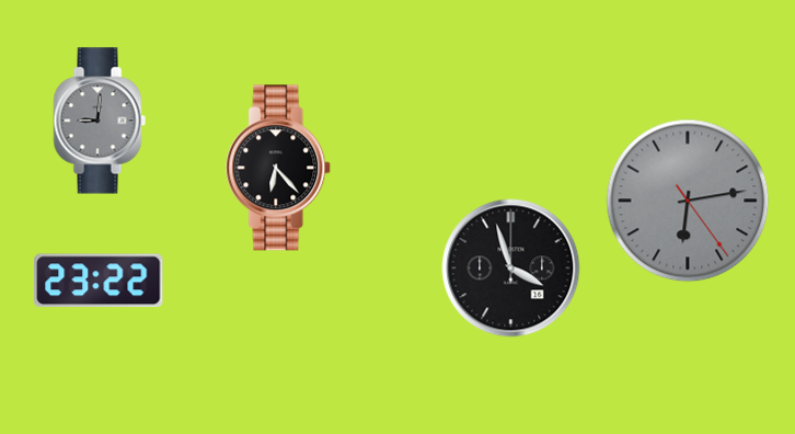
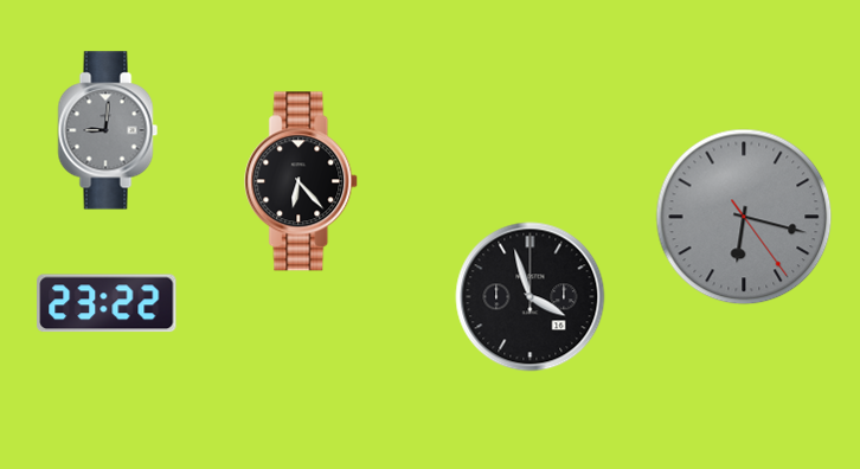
clock at (688, 201): 6:13 -> 6:17
clock at (511, 269) position: (511, 269) -> (531, 297)
